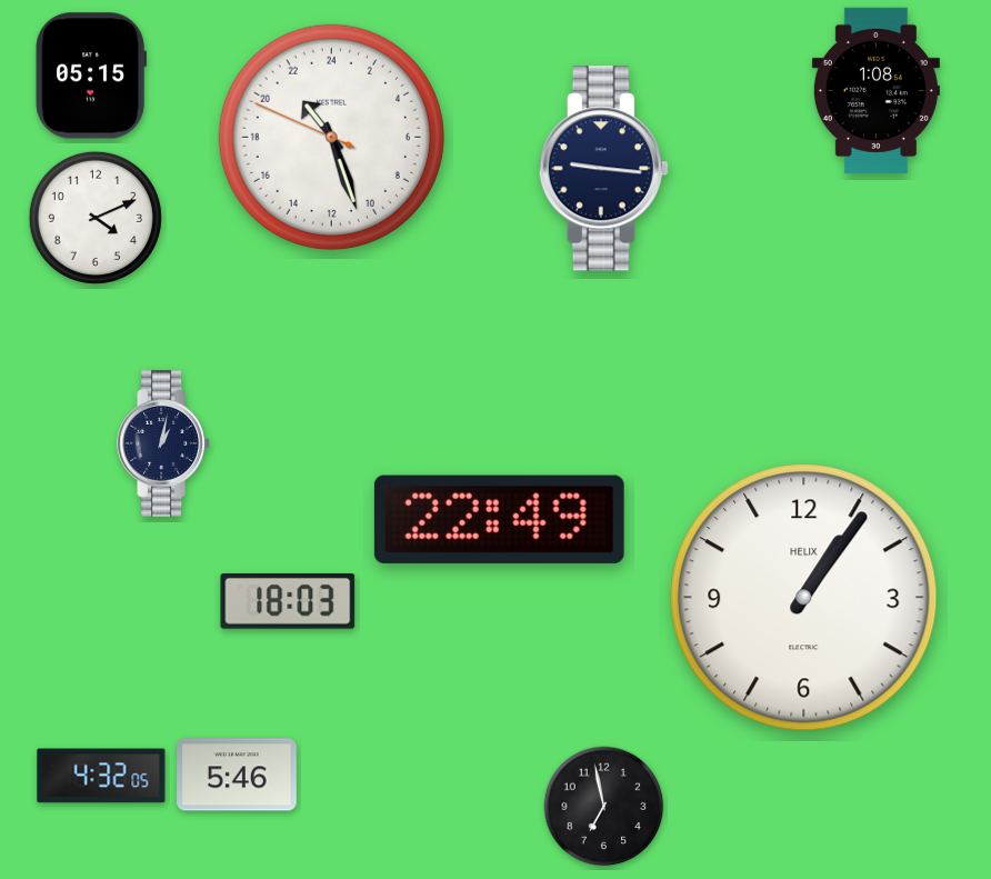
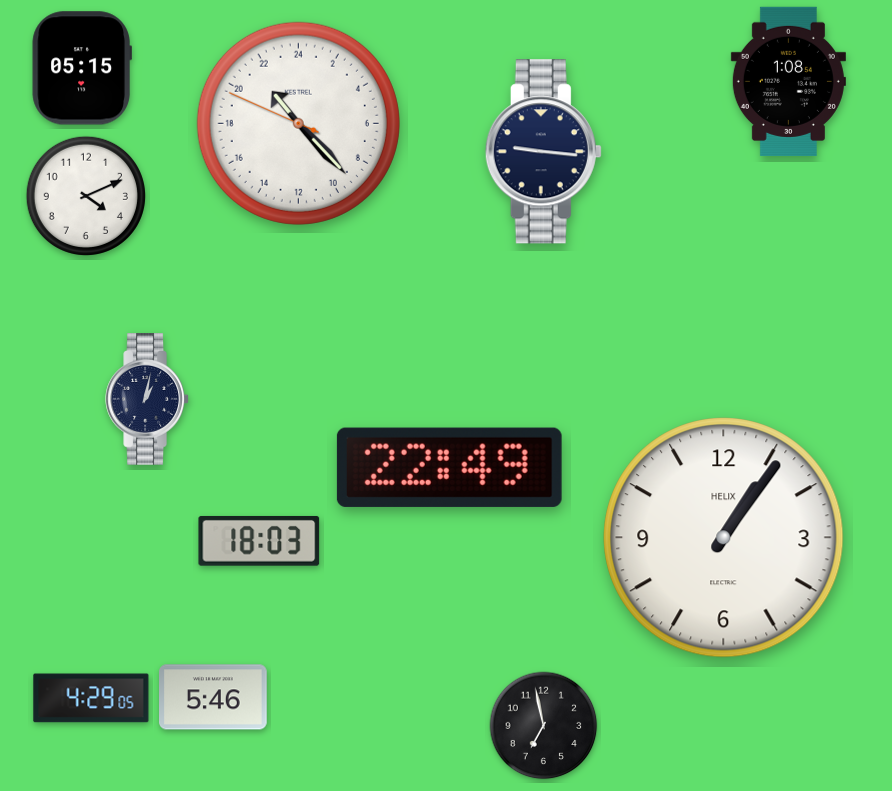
clock at (331, 137): 21:26 -> 21:22
clock at (101, 776): 4:32 -> 4:29
